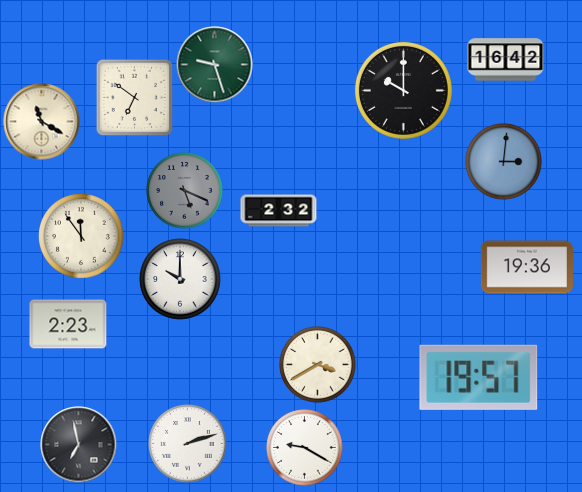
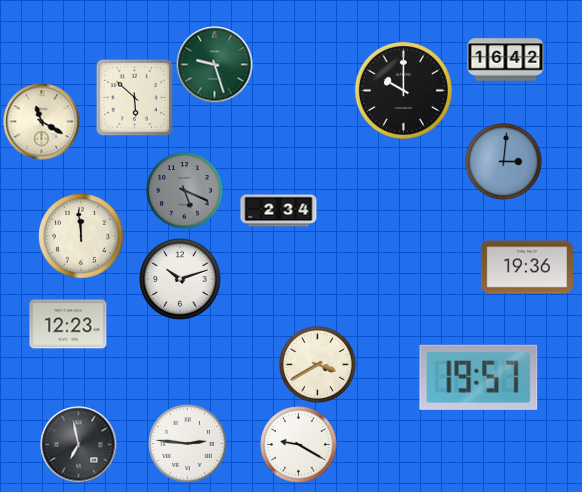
clock at (134, 97): 6:51 -> 5:52
clock at (279, 211): 2:32 -> 2:34
clock at (82, 237): 11:54 -> 11:59
clock at (180, 279): 10:00 -> 10:12
clock at (68, 324): 2:23 -> 12:23
clock at (188, 444): 2:12 -> 2:46
clock at (305, 448) position: (305, 448) -> (299, 445)
